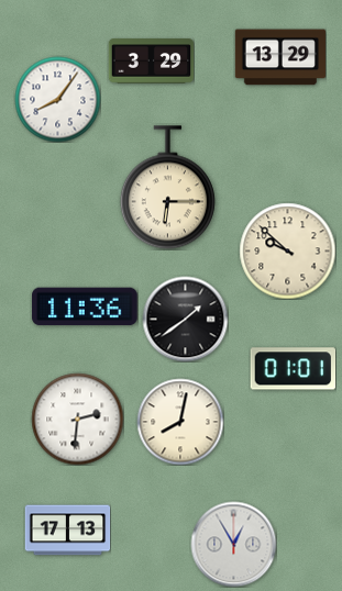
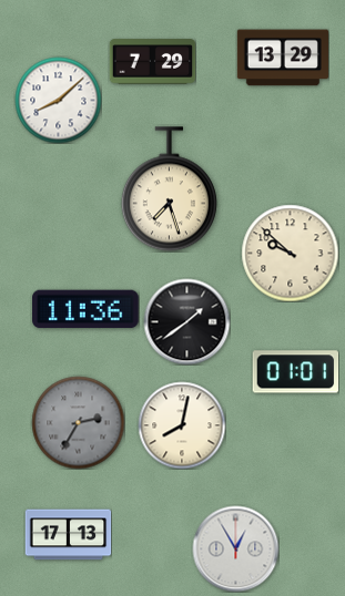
clock at (151, 62): 3:29 -> 7:29
clock at (57, 99): 8:06 -> 8:08
clock at (167, 188): 6:15 -> 7:27
clock at (77, 419): 2:31 -> 2:35
clock at (77, 419) dial: white -> grey
